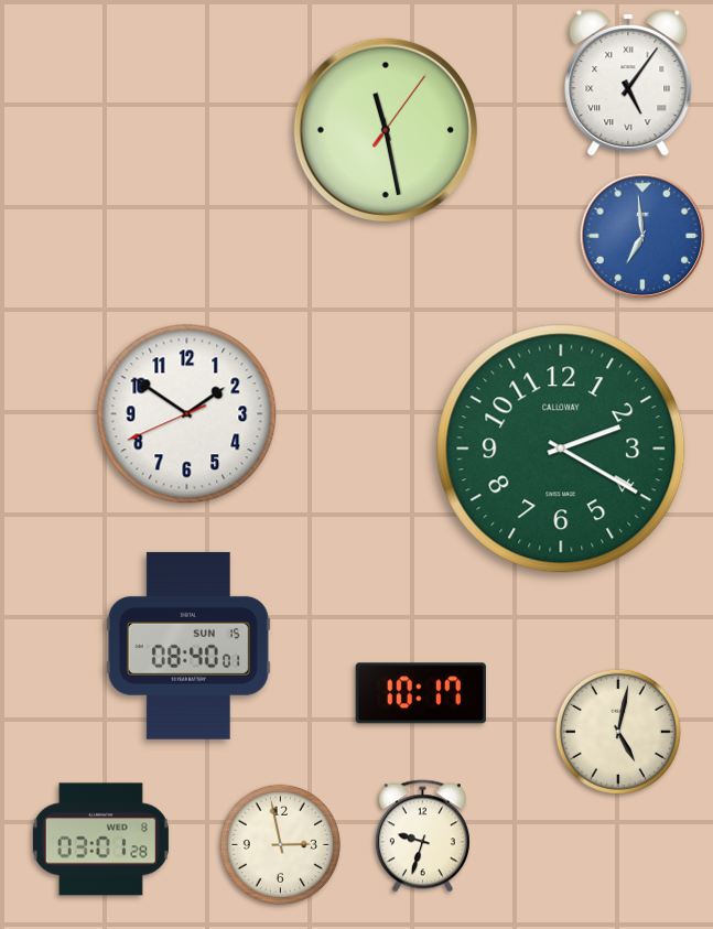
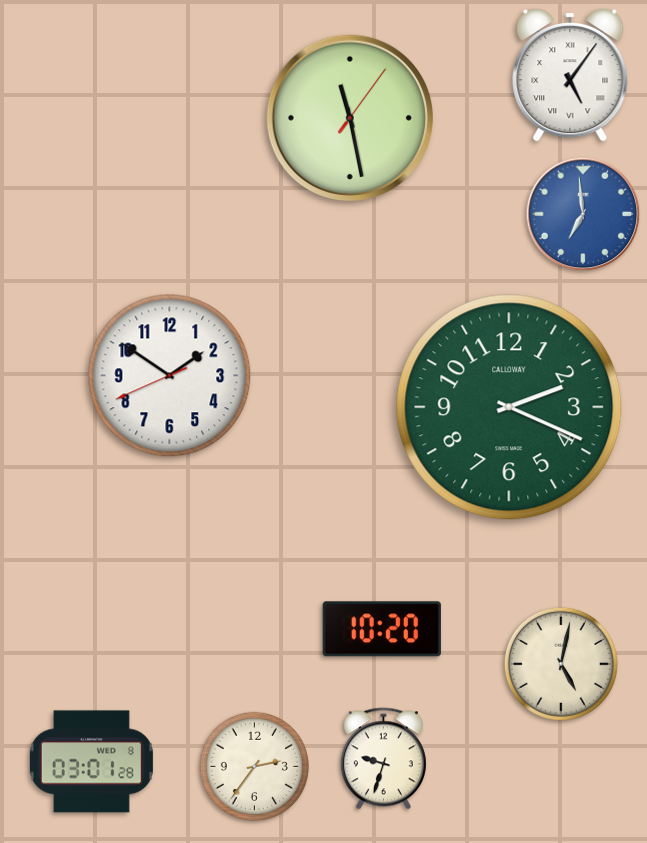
clock at (561, 449): 2:20 -> 2:19
clock at (188, 646): 08:40 -> none
clock at (421, 693): 10:17 -> 10:20
clock at (280, 844): 2:58 -> 2:36
